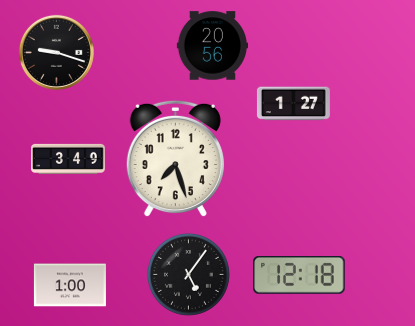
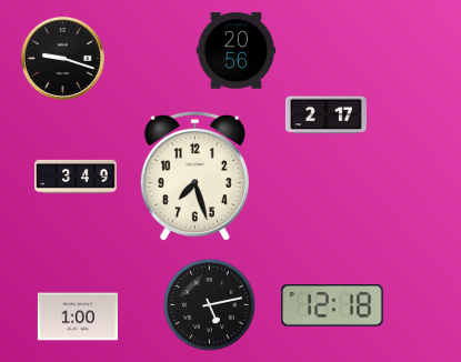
clock at (293, 104): 1:27 -> 2:17
clock at (188, 274): 5:06 -> 5:13
